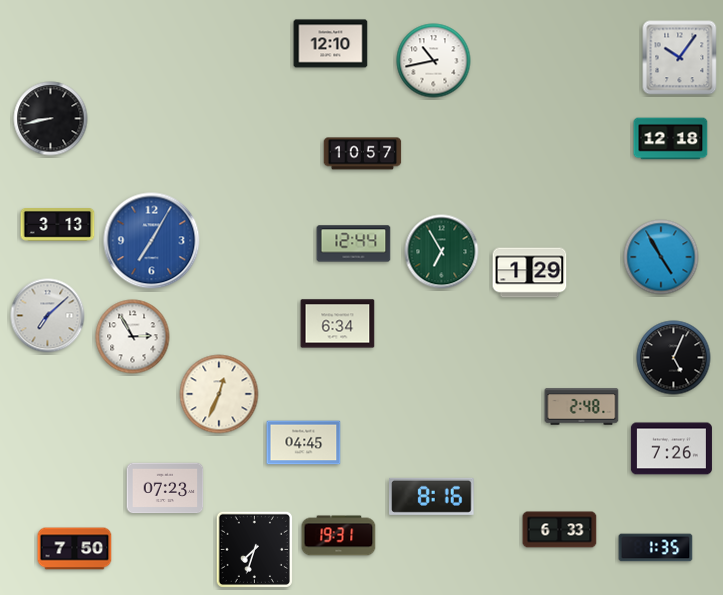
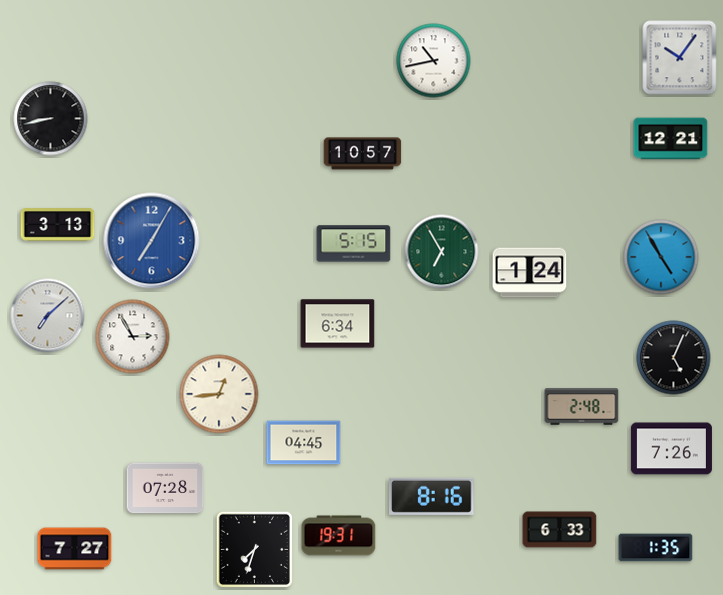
clock at (331, 44): 12:10 -> none
clock at (671, 139): 12:18 -> 12:21
clock at (354, 244): 12:44 -> 5:15
clock at (530, 273): 1:29 -> 1:24
clock at (219, 394): 12:34 -> 12:44
clock at (165, 488): 07:23 -> 07:28
clock at (75, 549): 7:50 -> 7:27
